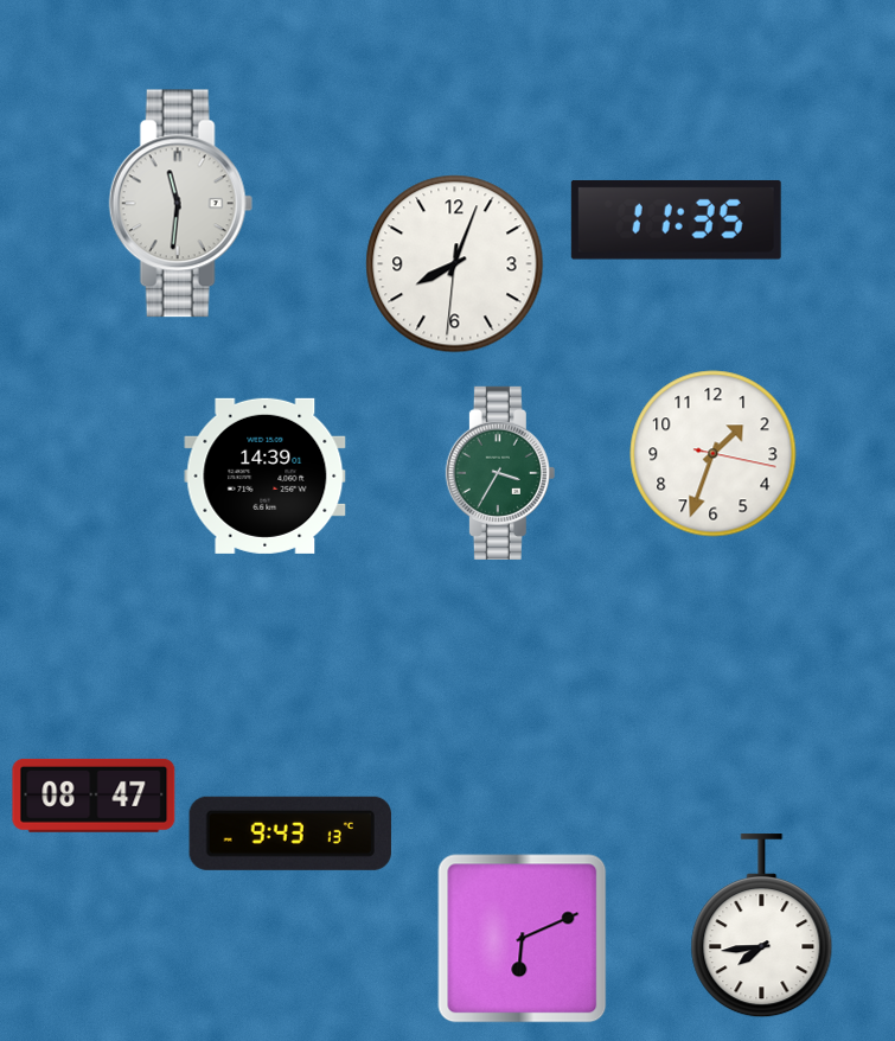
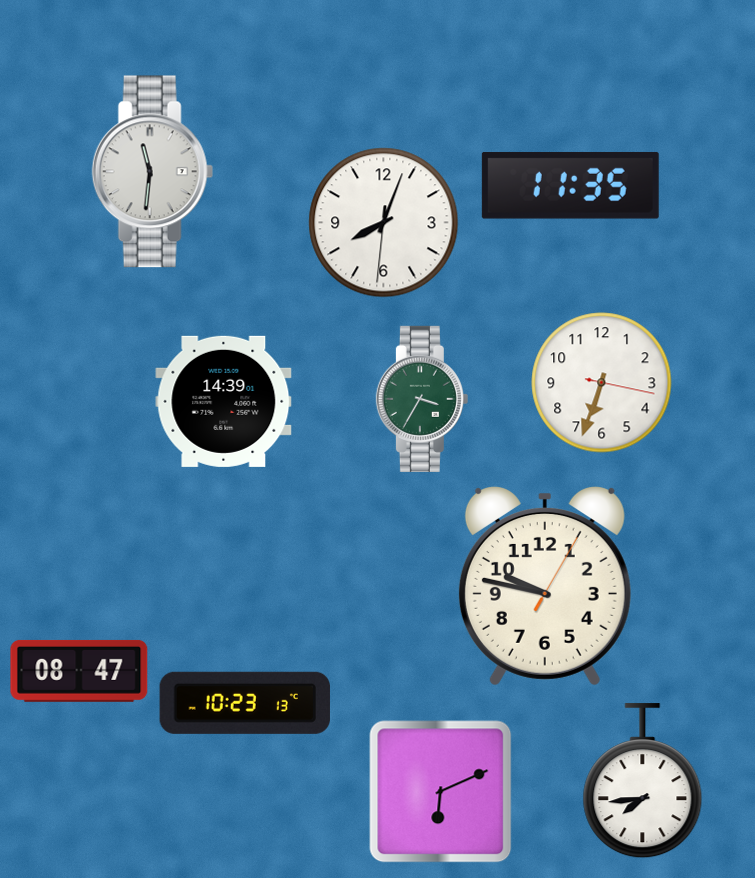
clock at (714, 454): 1:33 -> 6:33
clock at (545, 587): none -> 9:47
clock at (290, 834): 9:43 -> 10:23
